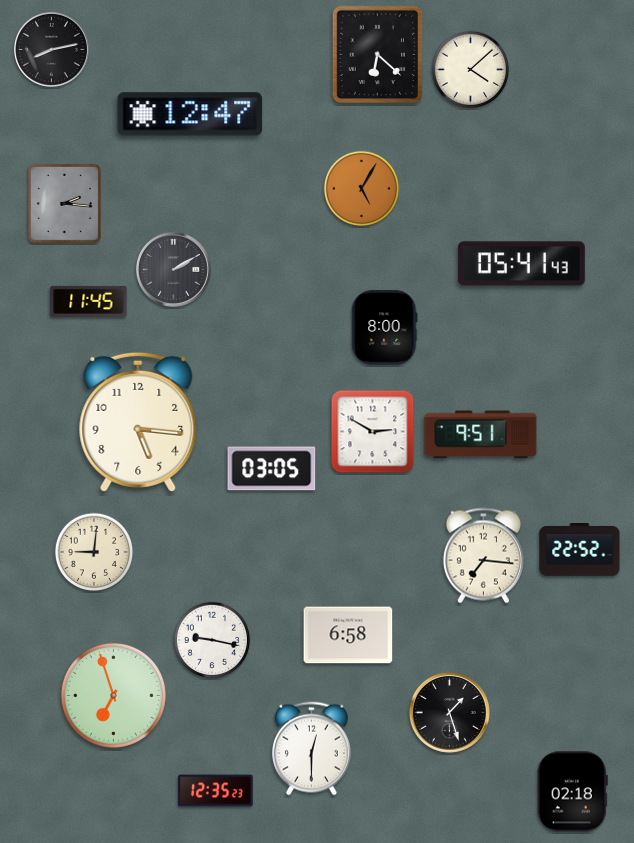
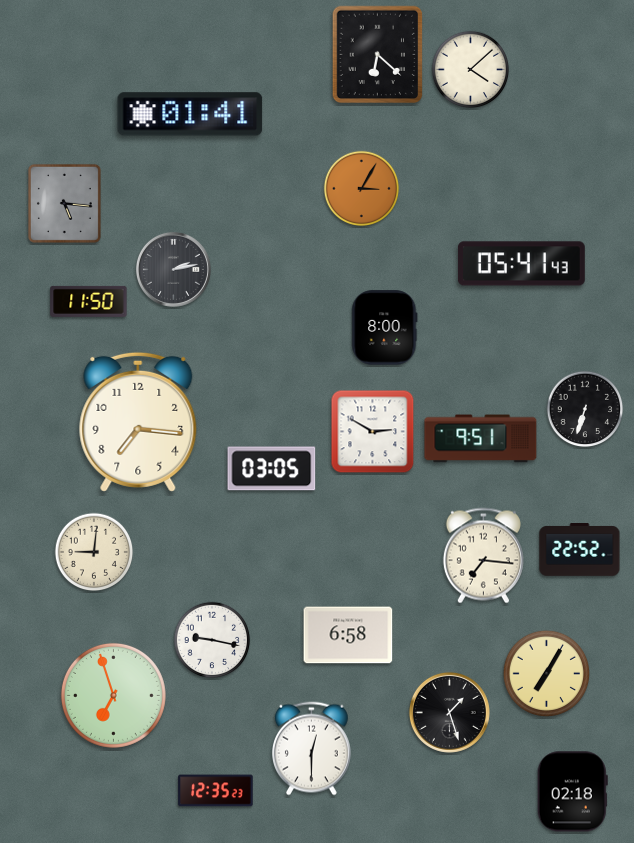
clock at (51, 49): 8:13 -> none
clock at (190, 114): 12:47 -> 01:41
clock at (362, 189): 5:05 -> 3:05
clock at (64, 203): 2:16 -> 5:16
clock at (173, 269): 2:10 -> 2:13
clock at (89, 301): 11:45 -> 11:50
clock at (585, 409): none -> 6:33
clock at (138, 422): 5:16 -> 7:16
clock at (481, 435) position: (481, 435) -> (481, 439)
clock at (546, 673): none -> 7:05
